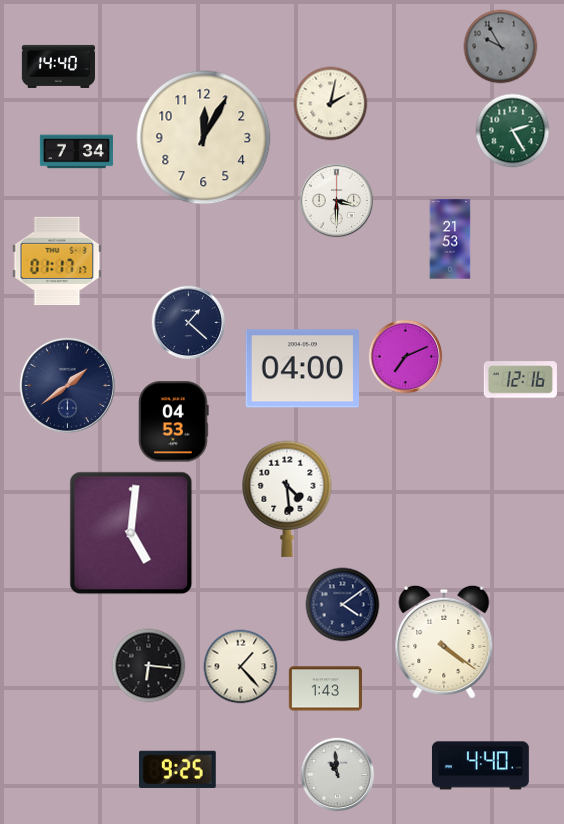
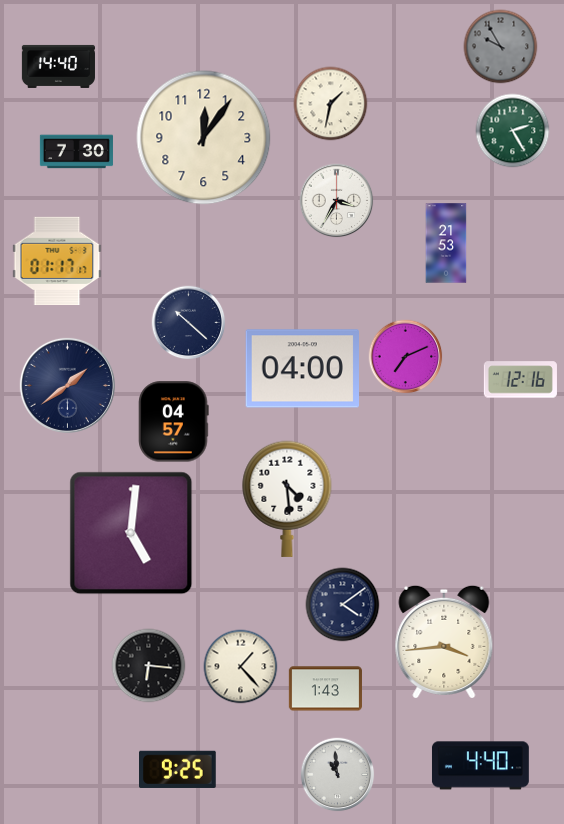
clock at (331, 104): 2:02 -> 1:32
clock at (204, 138): 12:05 -> 12:06
clock at (76, 152): 7:34 -> 7:30
clock at (337, 201): 3:30 -> 3:35
clock at (450, 239) position: (450, 239) -> (446, 243)
clock at (189, 323): 1:22 -> 10:22
clock at (174, 422): 04:53 -> 04:57
clock at (444, 642): 4:21 -> 3:44
